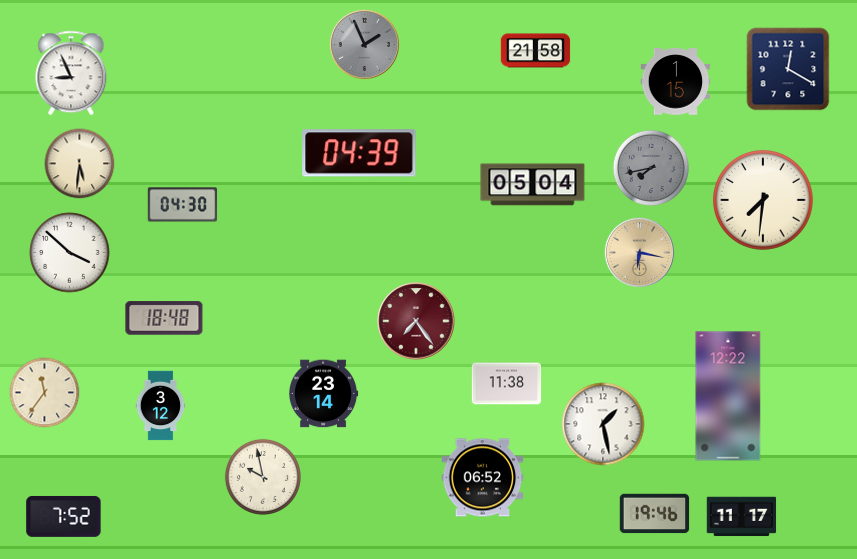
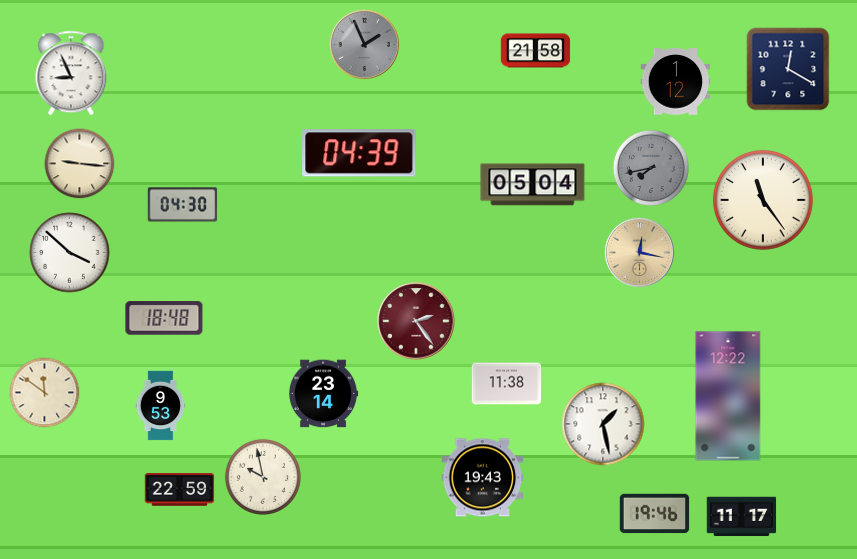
clock at (676, 82): 1:15 -> 1:12
clock at (80, 164): 5:31 -> 9:16
clock at (764, 201): 7:31 -> 11:24
clock at (639, 252): 6:17 -> 12:17
clock at (416, 321): 7:24 -> 2:24
clock at (45, 393): 11:36 -> 11:51
clock at (161, 406): 3:12 -> 9:53
clock at (483, 478): 06:52 -> 19:43
clock at (180, 490): none -> 22:59
clock at (64, 516): 7:52 -> none
